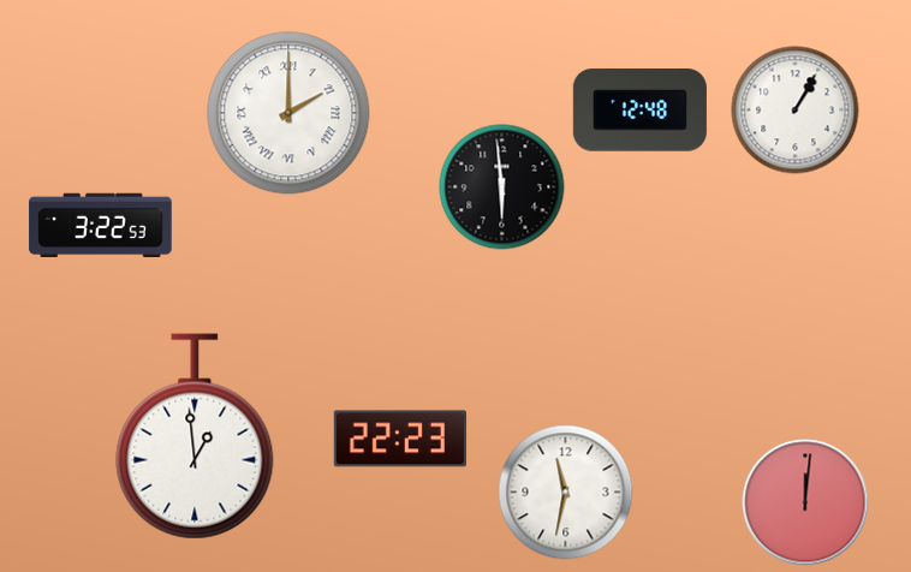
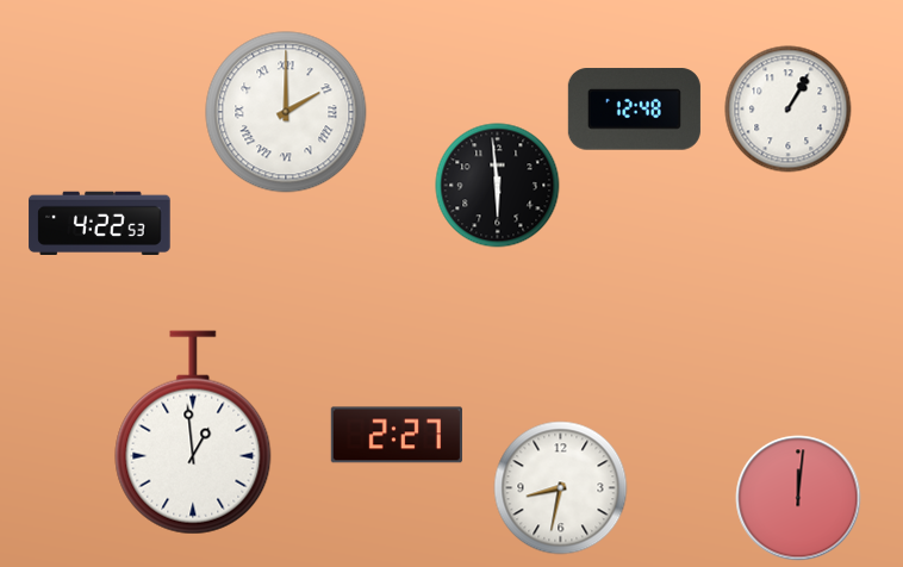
clock at (101, 226): 3:22 -> 4:22
clock at (400, 439): 22:23 -> 2:27
clock at (566, 493): 11:32 -> 8:32
